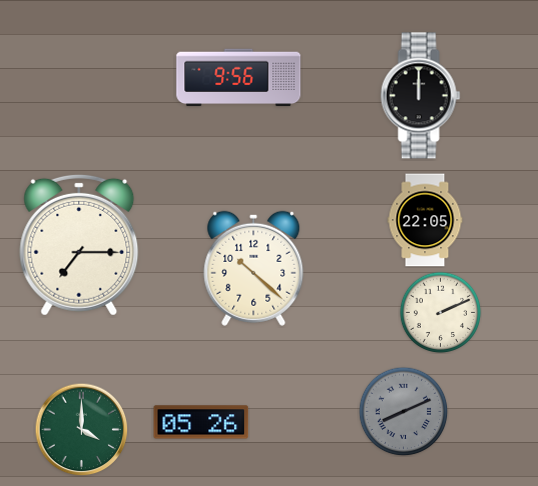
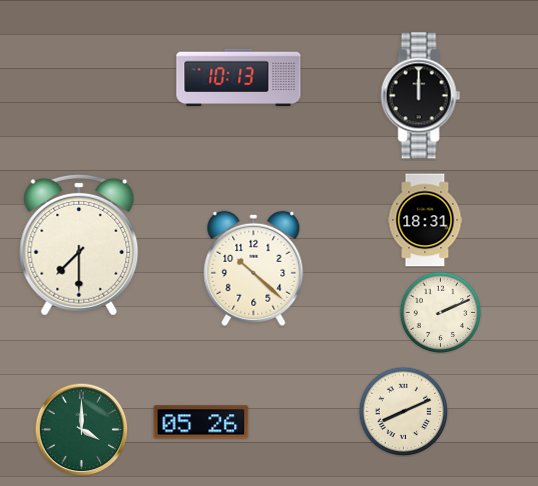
clock at (239, 78): 9:56 -> 10:13
clock at (425, 220): 22:05 -> 18:31
clock at (79, 245): 7:15 -> 7:30
clock at (403, 411) dial: grey -> cream
